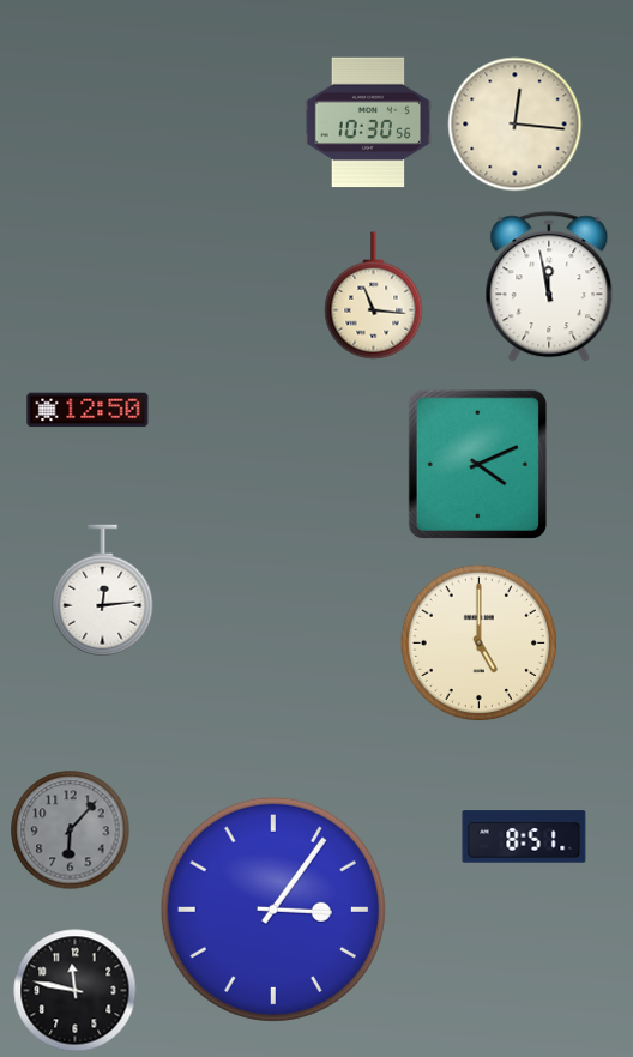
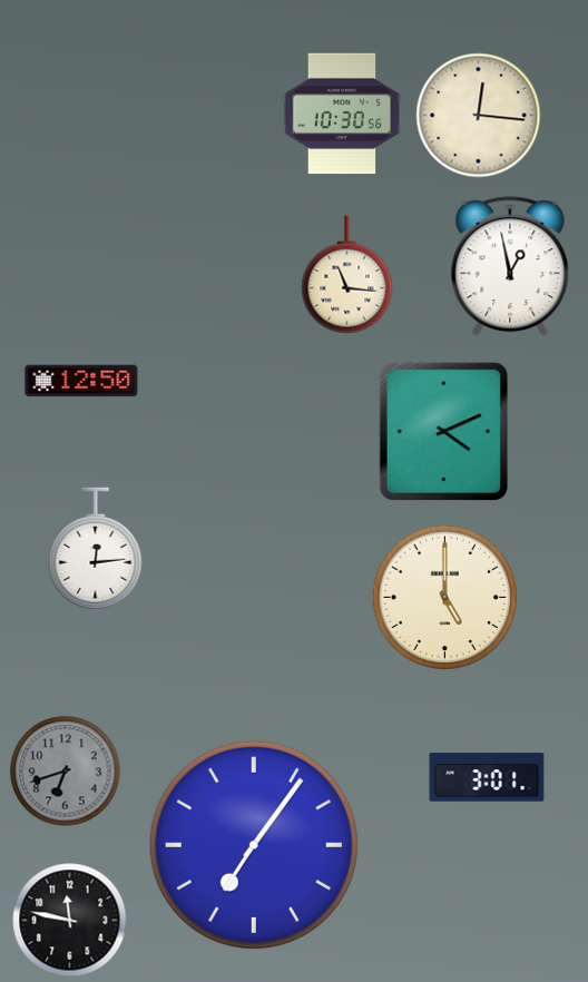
clock at (549, 288): 11:58 -> 12:58
clock at (71, 830): 6:07 -> 6:42
clock at (524, 836): 8:51 -> 3:01
clock at (273, 910): 3:06 -> 7:06
